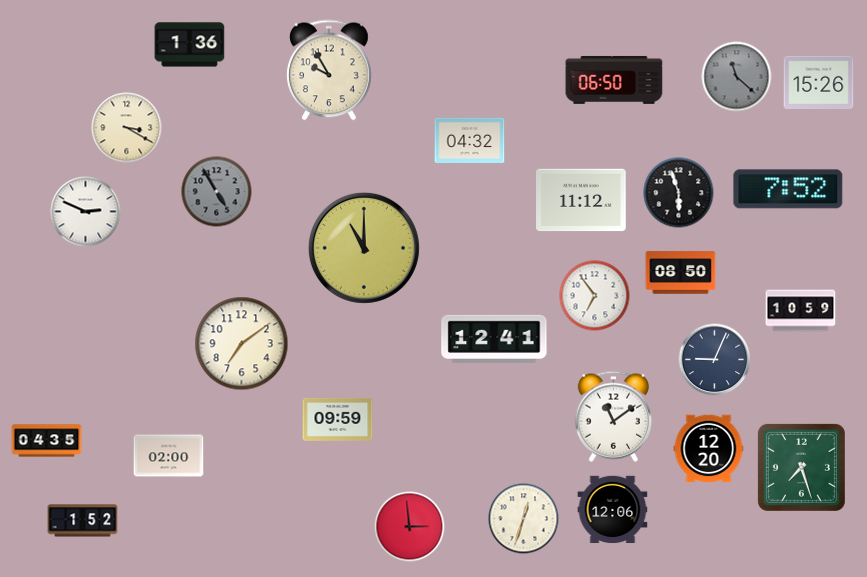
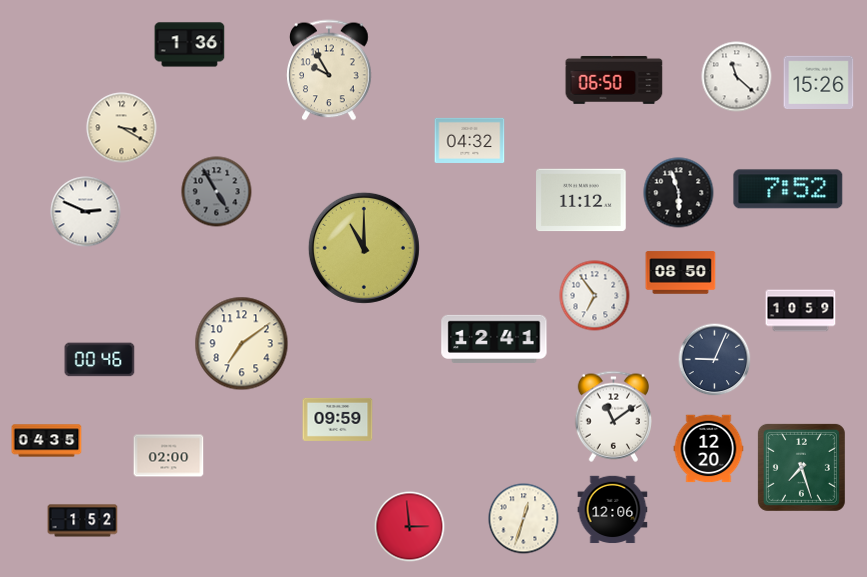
clock at (737, 77) dial: grey -> white
clock at (127, 128) position: (127, 128) -> (122, 128)
clock at (100, 360): none -> 00:46
